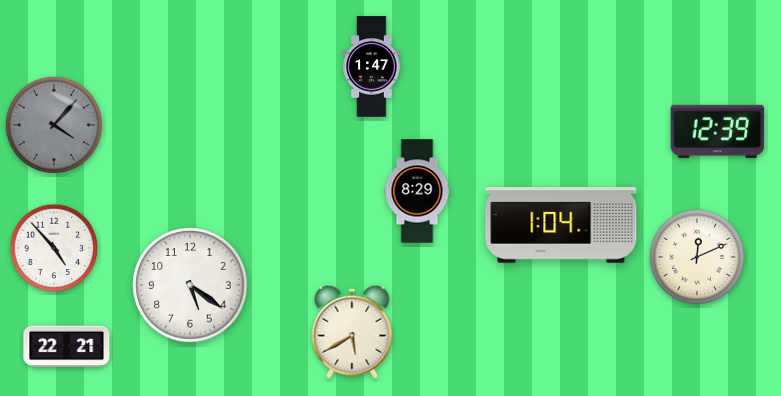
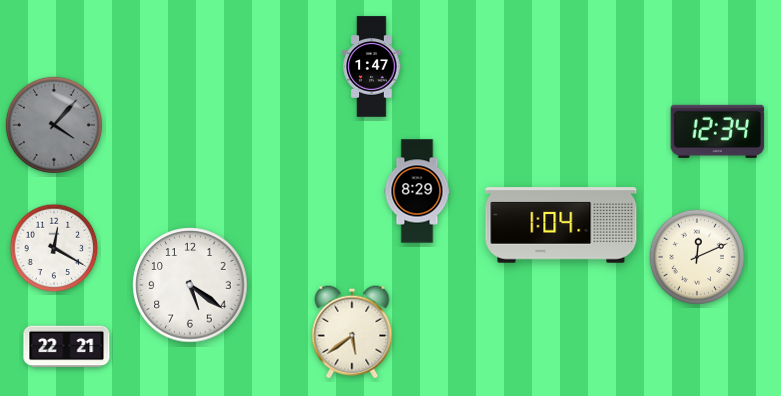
clock at (718, 131): 12:39 -> 12:34
clock at (54, 248): 4:53 -> 12:20
clock at (352, 332): 5:40 -> 5:39
